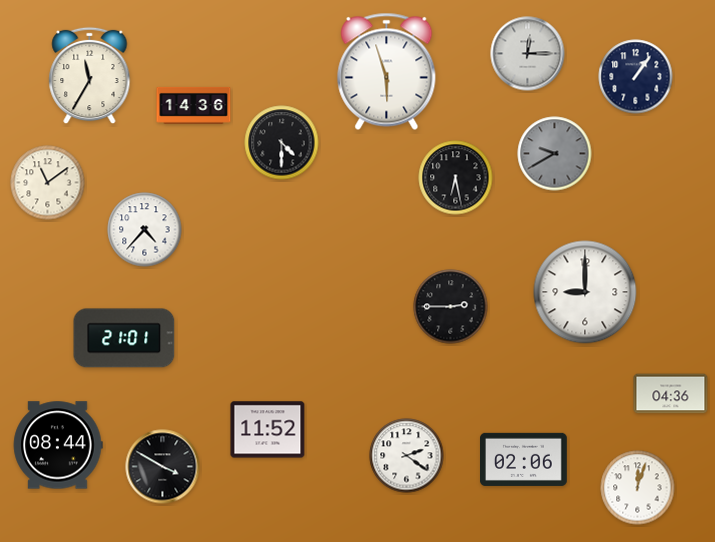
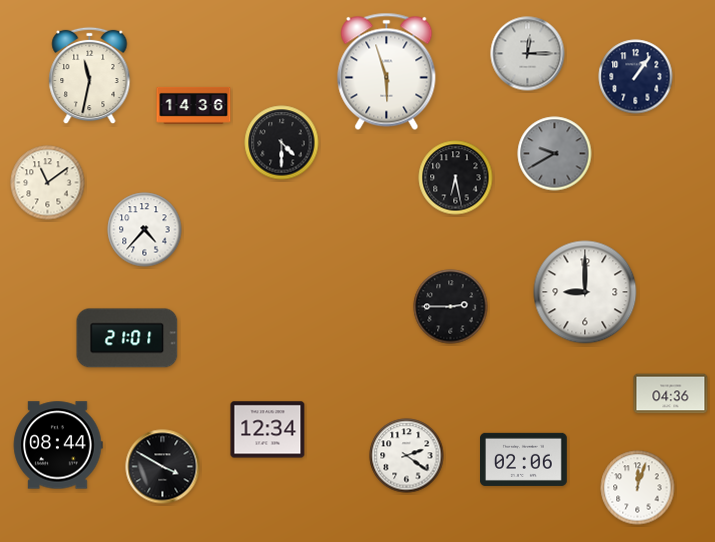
clock at (90, 76): 11:35 -> 11:32
clock at (124, 338) position: (124, 338) -> (127, 338)
clock at (268, 430): 11:52 -> 12:34
